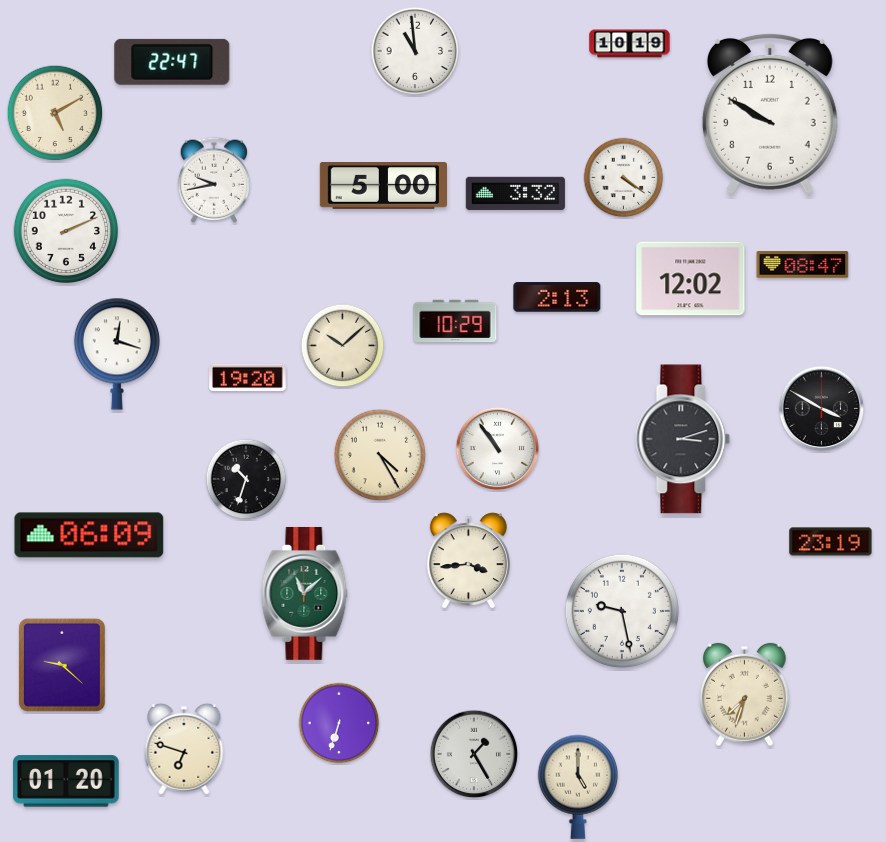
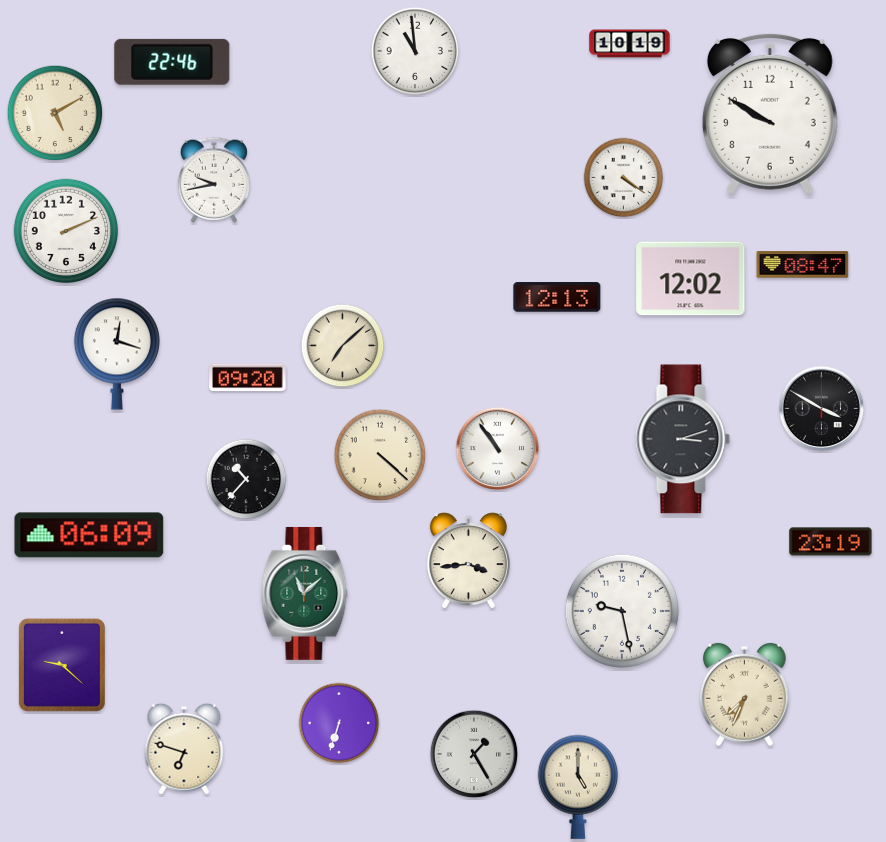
clock at (172, 62): 22:47 -> 22:46
clock at (383, 186): 5:00 -> none
clock at (515, 193): 3:32 -> none
clock at (557, 297): 2:13 -> 12:13
clock at (455, 321): 10:29 -> none
clock at (343, 346): 10:08 -> 7:08
clock at (248, 378): 19:20 -> 09:20
clock at (380, 455): 4:25 -> 4:22
clock at (246, 479): 10:33 -> 10:37
clock at (744, 695): 7:33 -> 7:34
clock at (66, 781): 01:20 -> none
